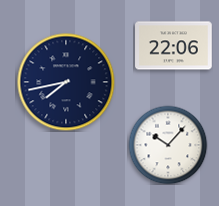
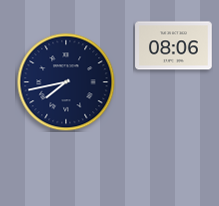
clock at (174, 46): 22:06 -> 08:06
clock at (168, 145): 10:07 -> none
